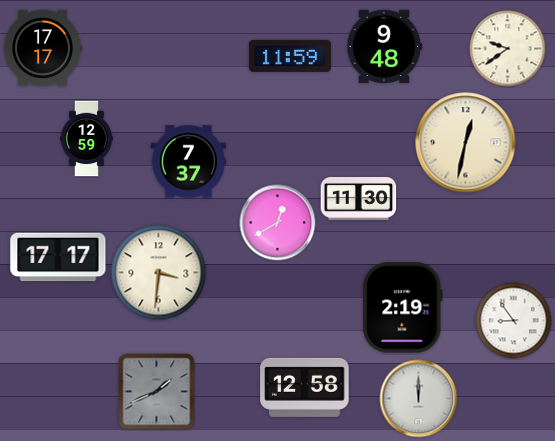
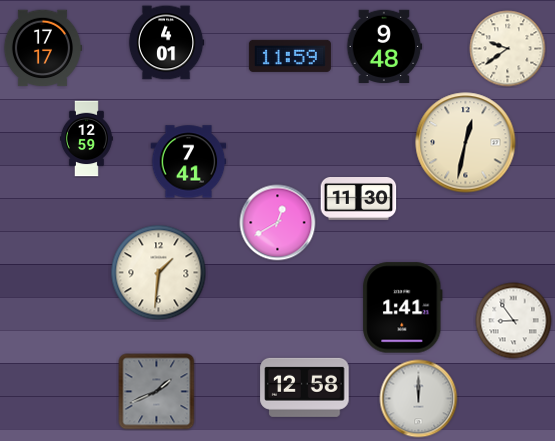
clock at (166, 43): none -> 4:01
clock at (189, 162): 7:37 -> 7:41
clock at (58, 257): 17:17 -> none
clock at (159, 273): 3:31 -> 1:31
clock at (403, 308): 2:19 -> 1:41
